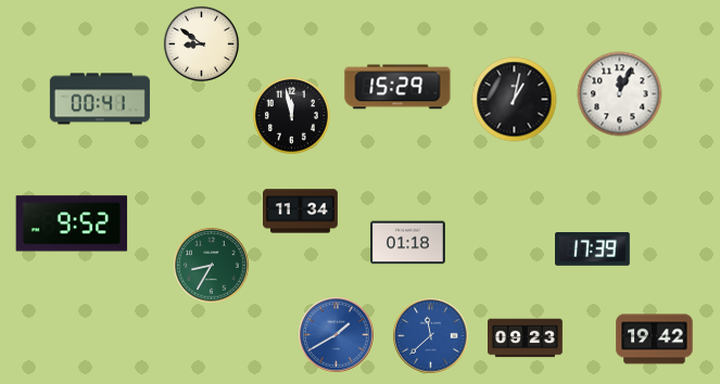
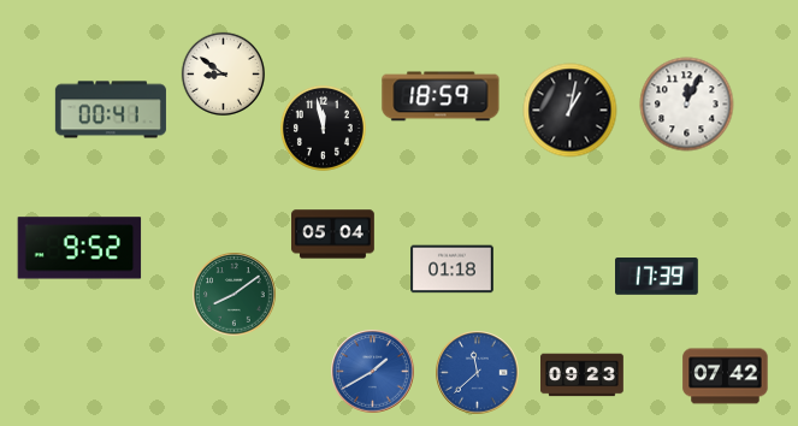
clock at (201, 43) position: (201, 43) -> (223, 73)
clock at (397, 87): 15:29 -> 18:59
clock at (301, 212): 11:34 -> 05:04
clock at (212, 266): 8:35 -> 8:09
clock at (655, 340): 19:42 -> 07:42
